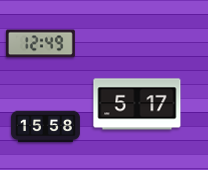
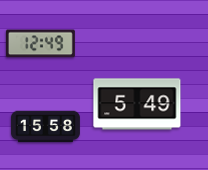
clock at (137, 104): 5:17 -> 5:49
